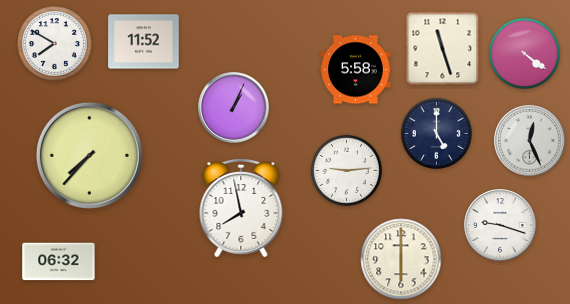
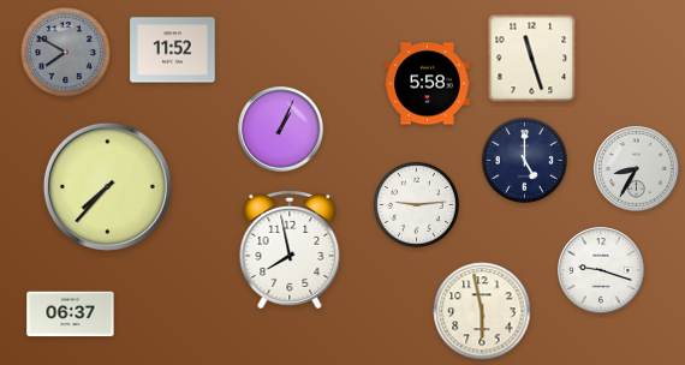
clock at (55, 44) dial: white -> grey
clock at (524, 53): 4:21 -> none
clock at (530, 141): 12:26 -> 8:35
clock at (401, 259): 6:00 -> 5:58
clock at (59, 262): 06:32 -> 06:37
